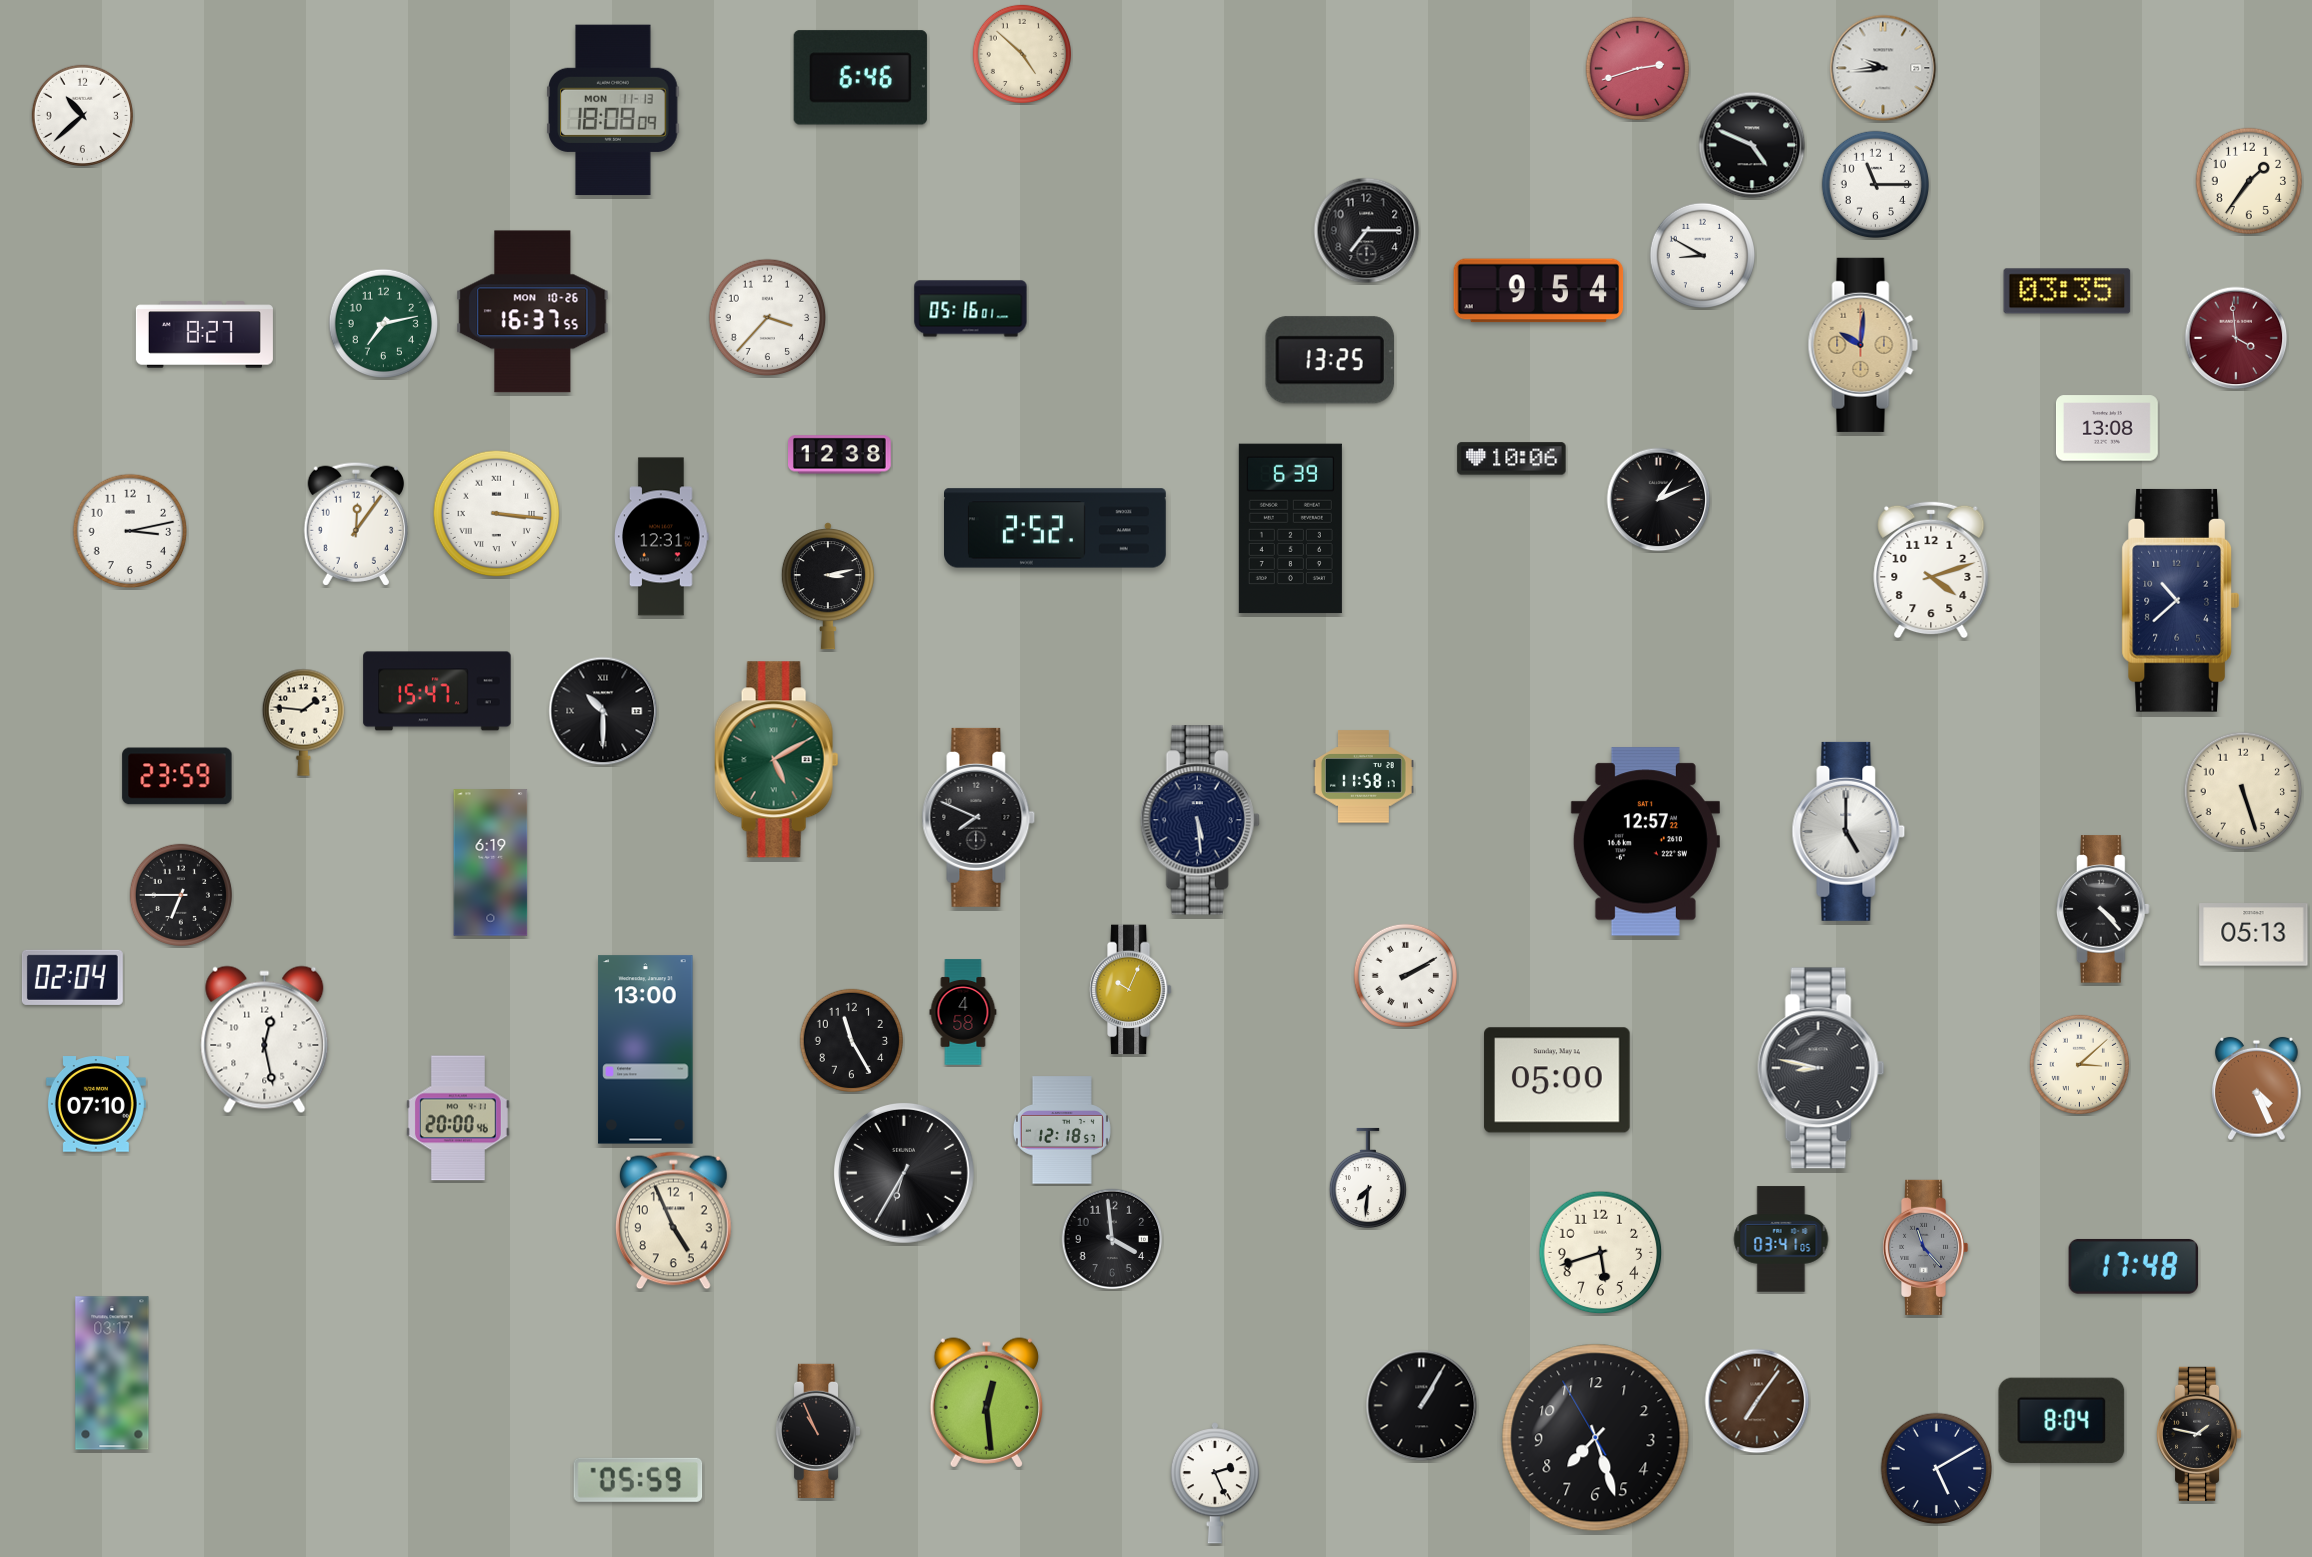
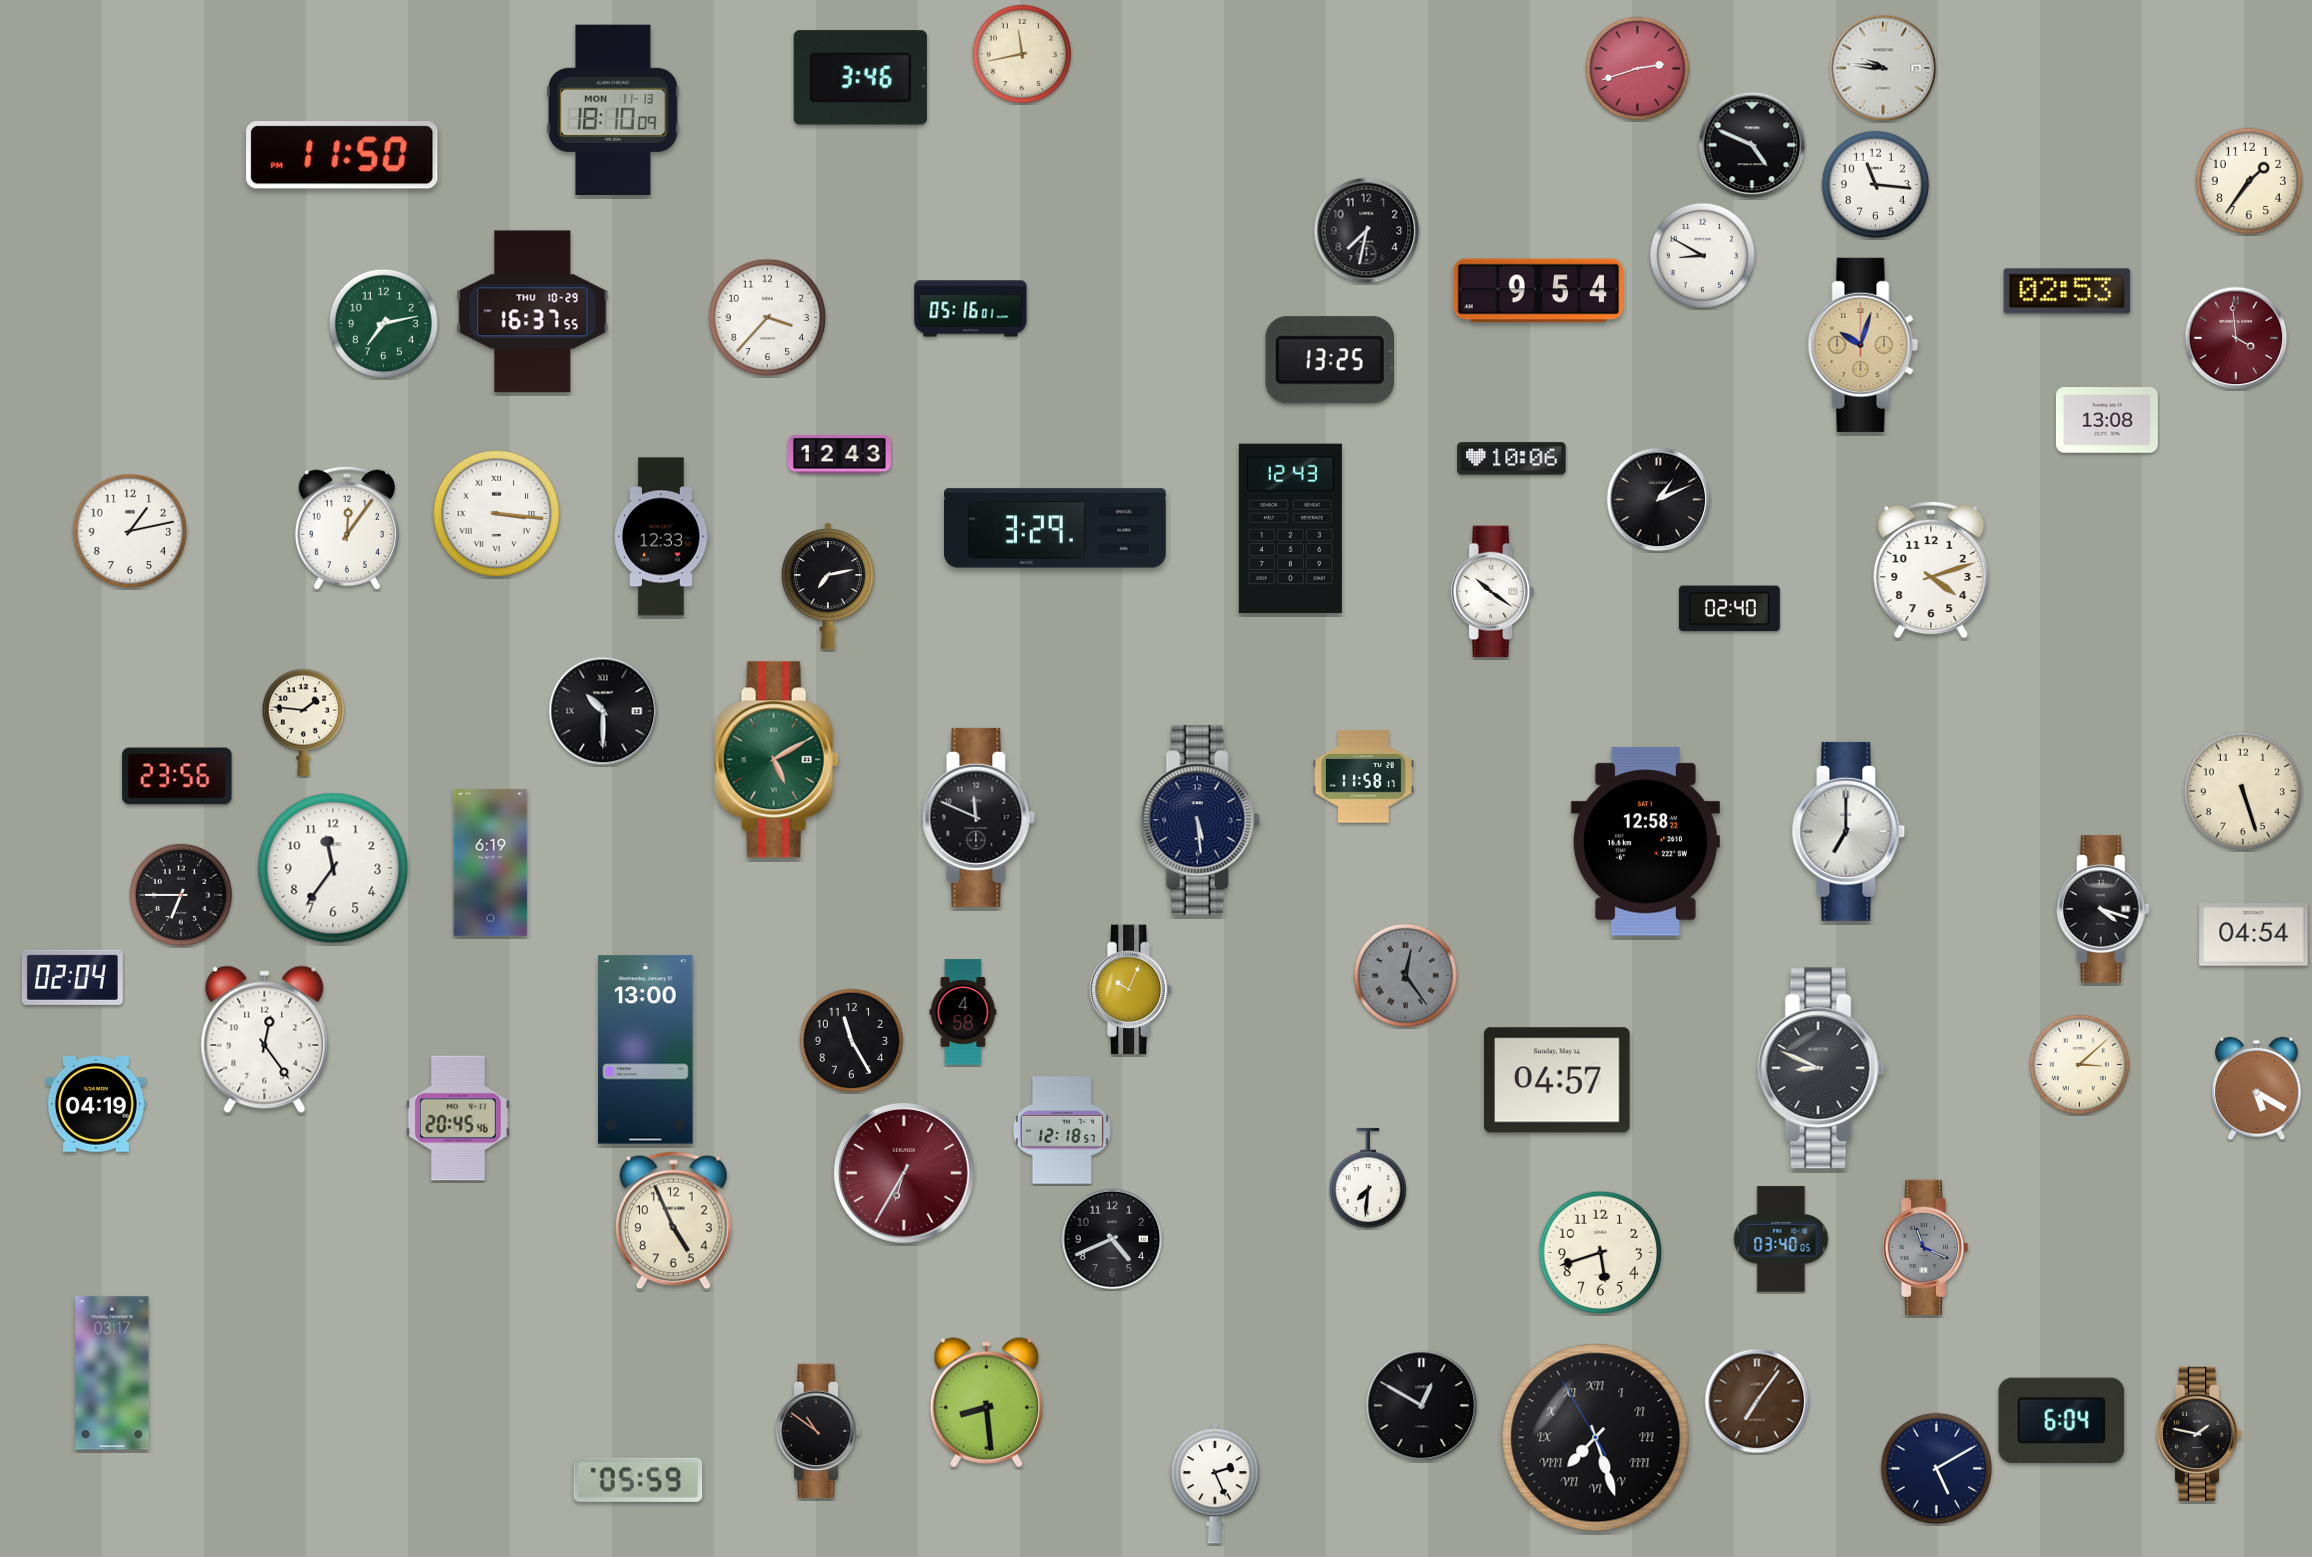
clock at (1022, 54): 4:52 -> 11:43
clock at (1883, 68): 9:44 -> 9:46
clock at (860, 78): 6:46 -> 3:46
clock at (613, 110): 18:08 -> 18:10
clock at (82, 115): 10:38 -> none
clock at (342, 155): none -> 11:50
clock at (1875, 184): 11:15 -> 11:16
clock at (1367, 231): 7:15 -> 7:32
clock at (2067, 291): 03:35 -> 02:53
clock at (533, 312) date: MON 10-26 -> THU 10-29
clock at (204, 335): 8:27 -> none
clock at (1863, 345): 10:01 -> 10:03
clock at (2107, 428) position: (2107, 428) -> (2107, 420)
clock at (840, 455): 12:38 -> 12:43
clock at (356, 524) position: (356, 524) -> (347, 528)
clock at (1056, 528): 2:52 -> 3:29
clock at (1290, 529): 6:39 -> 12:43
clock at (130, 531): 3:13 -> 1:13
clock at (662, 537): 12:31 -> 12:33
clock at (828, 586): 3:13 -> 7:13
clock at (1493, 592): none -> 10:21
clock at (2180, 600): 10:38 -> none
clock at (1729, 609): none -> 02:40
clock at (437, 691): 15:47 -> none
clock at (177, 776): 23:59 -> 23:56
clock at (979, 817): 7:49 -> 11:49
clock at (1849, 831): 5:00 -> 7:00
clock at (1645, 842): 12:57 -> 12:58
clock at (333, 868): none -> 11:36
clock at (2104, 909): 4:23 -> 4:18
clock at (2254, 935): 05:13 -> 04:54
clock at (1405, 975): 2:10 -> 12:24
clock at (1405, 975) dial: white -> grey
clock at (265, 1040): 12:28 -> 12:24
clock at (1821, 1068): 8:47 -> 8:49
clock at (1557, 1080): 05:00 -> 04:57
clock at (2257, 1089): 4:26 -> 5:20
clock at (96, 1104): 07:10 -> 04:19
clock at (458, 1118): 20:00 -> 20:45
clock at (904, 1173) dial: black -> burgundy
clock at (1112, 1239): 3:59 -> 4:41
clock at (1781, 1239): 03:41 -> 03:40
clock at (1925, 1247): 11:23 -> 11:19
clock at (2134, 1266): 17:48 -> none
clock at (986, 1403): 12:29 -> 8:29
clock at (1422, 1406): 1:05 -> 12:50
clock at (2062, 1420): 8:04 -> 6:04
clock at (818, 1431): 10:56 -> 10:51
clock at (1596, 1438) numerals: Arabic -> Roman
